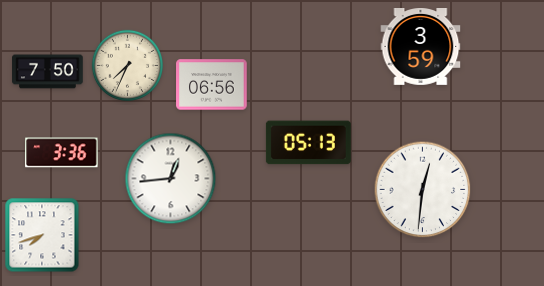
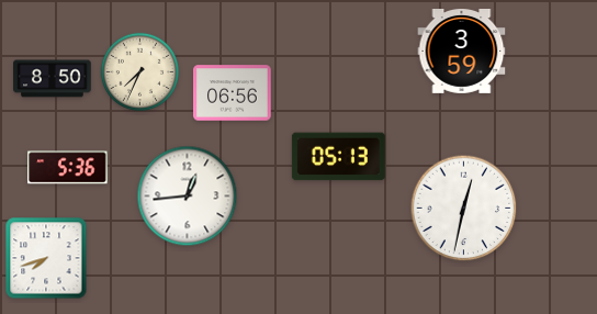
clock at (48, 72): 7:50 -> 8:50
clock at (62, 153): 3:36 -> 5:36
clock at (423, 190): 12:31 -> 12:32
